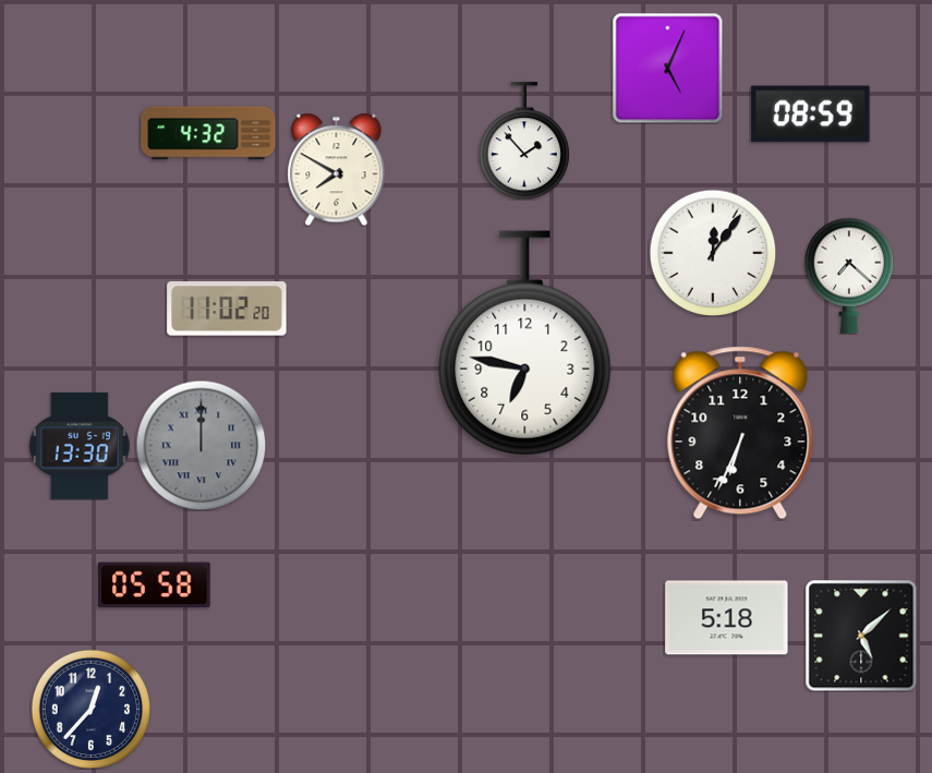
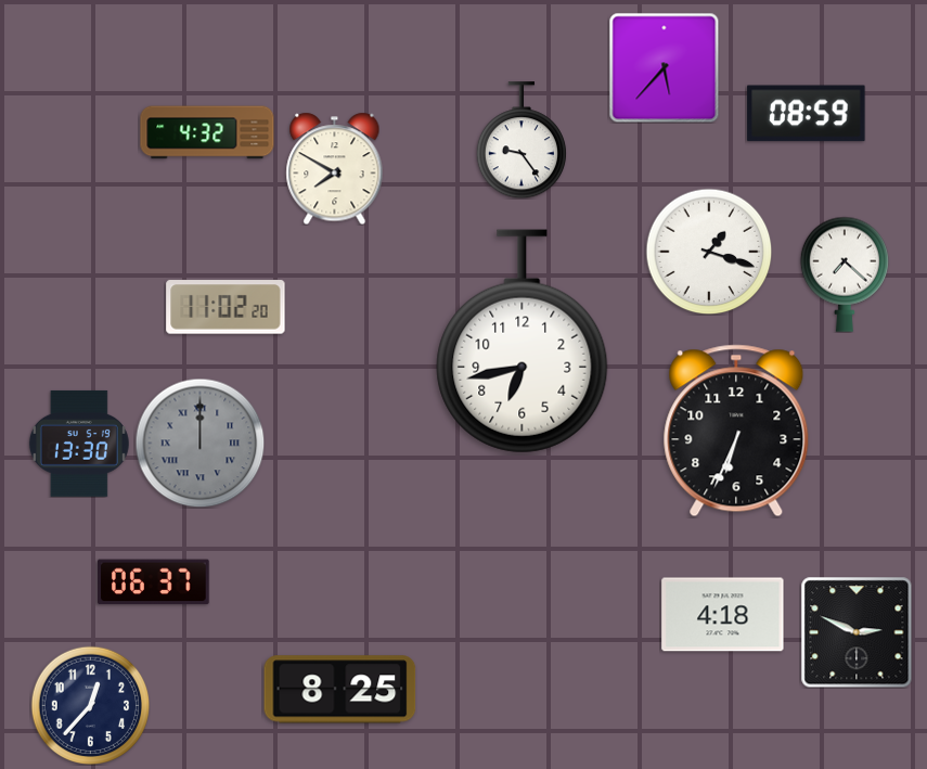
clock at (667, 68): 5:04 -> 5:37
clock at (524, 141): 1:53 -> 9:24
clock at (713, 253): 12:06 -> 1:18
clock at (525, 343): 6:47 -> 6:43
clock at (155, 585): 05:58 -> 06:37
clock at (727, 618): 5:18 -> 4:18
clock at (861, 636): 5:08 -> 2:49
clock at (340, 690): none -> 8:25
